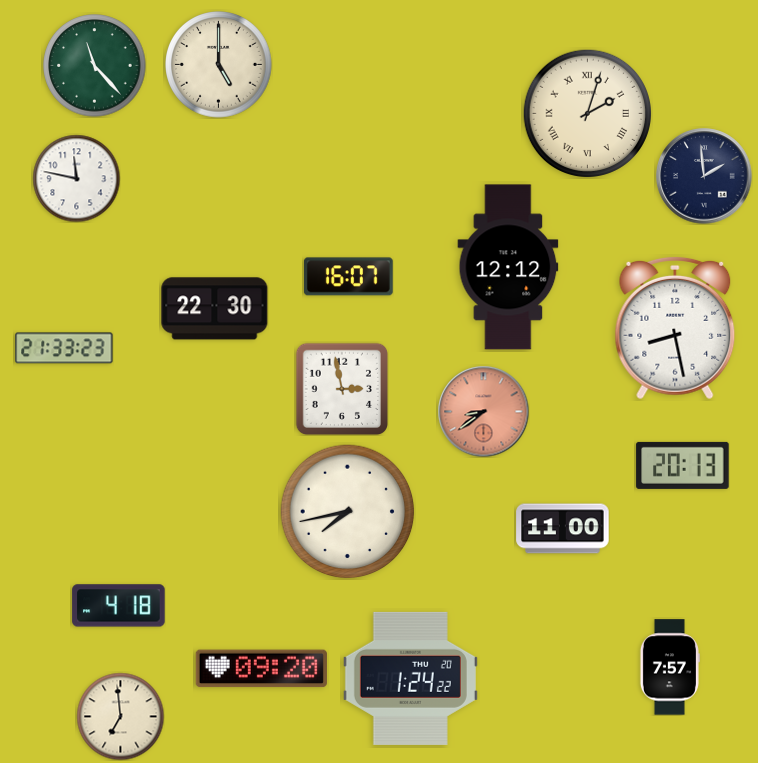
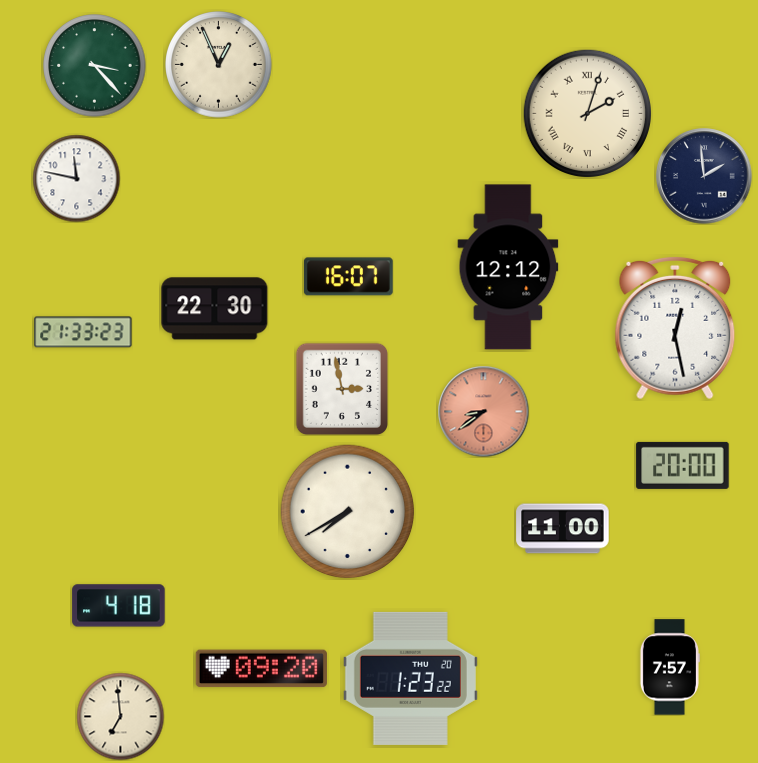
clock at (219, 65): 5:00 -> 12:56
clock at (95, 66): 11:23 -> 3:23
clock at (675, 328): 8:28 -> 12:28
clock at (64, 348) position: (64, 348) -> (83, 332)
clock at (683, 465): 20:13 -> 20:00
clock at (348, 512): 7:43 -> 7:40
clock at (410, 678): 1:24 -> 1:23
